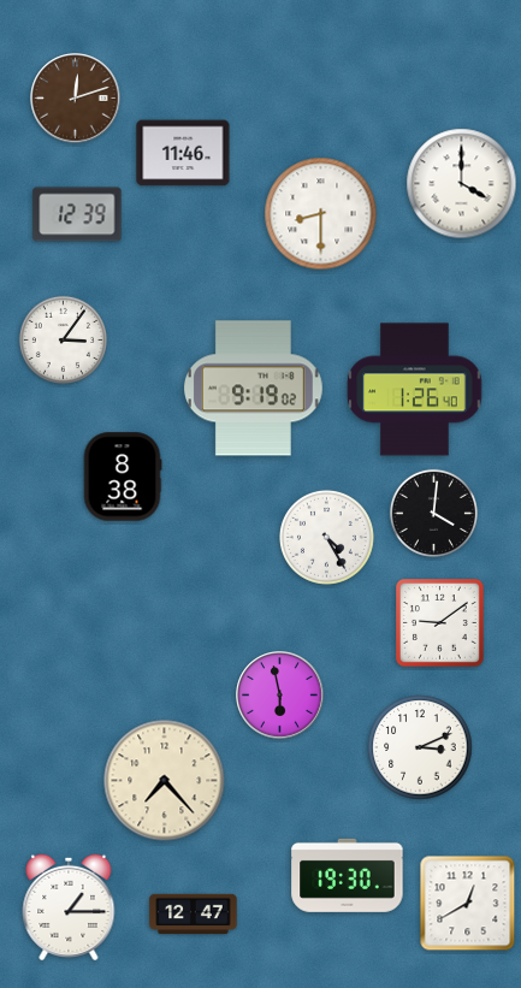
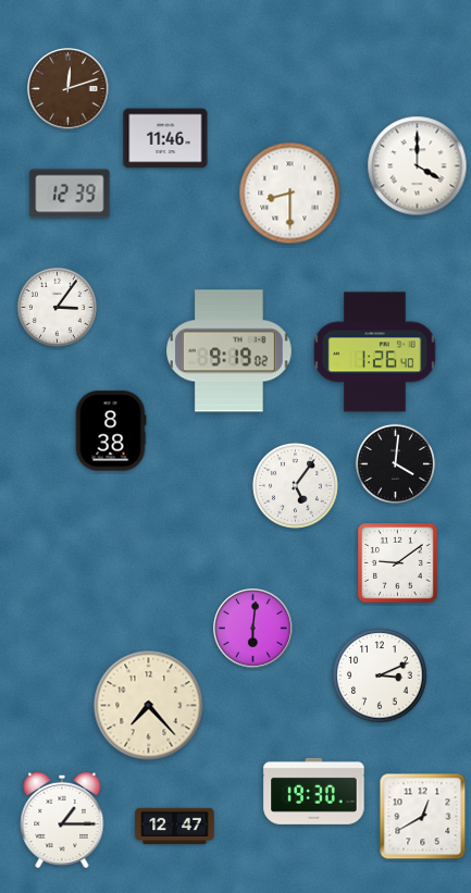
clock at (433, 513) position: (433, 513) -> (395, 463)
clock at (326, 537): 4:25 -> 5:06
clock at (280, 696): 5:58 -> 6:01
